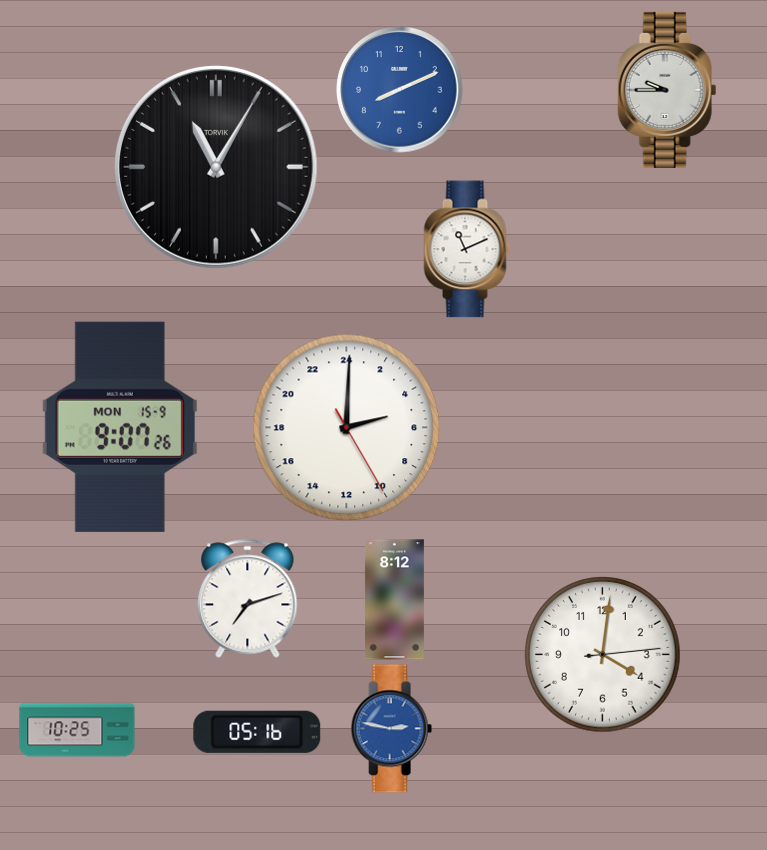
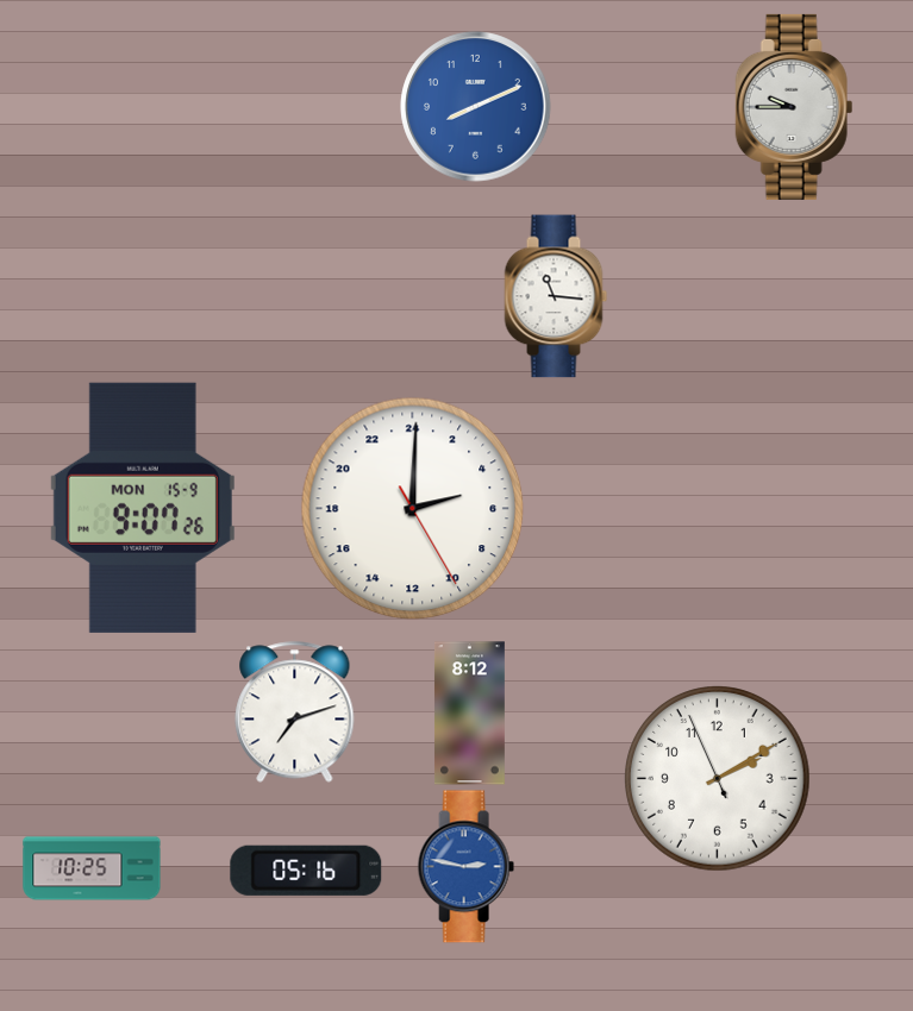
clock at (216, 167): 11:05 -> none
clock at (467, 249): 11:11 -> 11:16
clock at (603, 655): 4:01 -> 2:09
